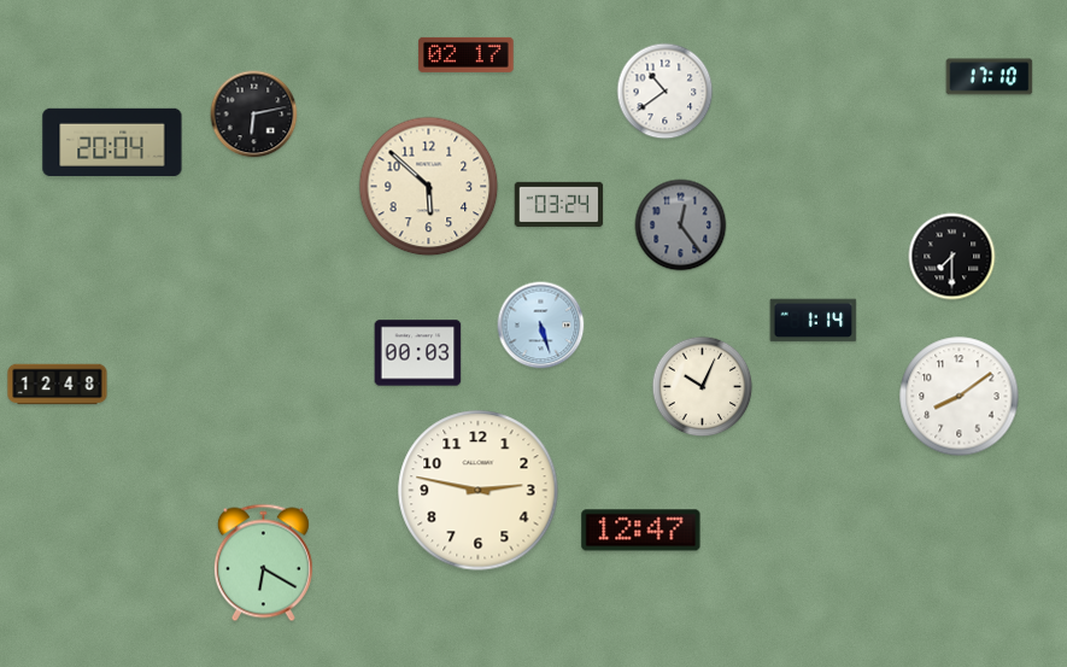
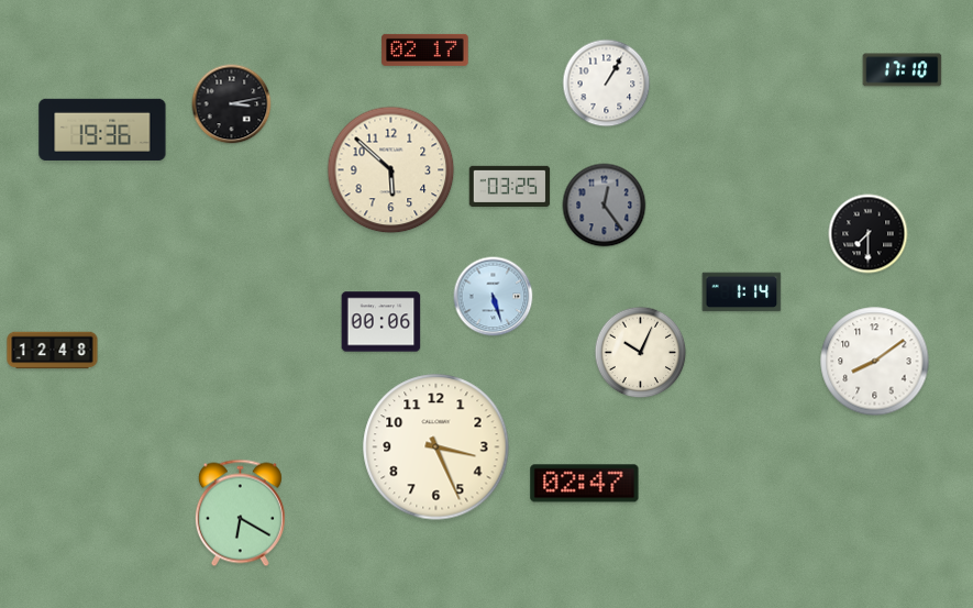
clock at (666, 92): 10:39 -> 1:05
clock at (254, 115): 6:13 -> 3:13
clock at (112, 142): 20:04 -> 19:36
clock at (559, 204): 03:24 -> 03:25
clock at (681, 226) position: (681, 226) -> (605, 206)
clock at (418, 353): 00:03 -> 00:06
clock at (479, 491): 2:47 -> 3:26
clock at (641, 531): 12:47 -> 02:47
